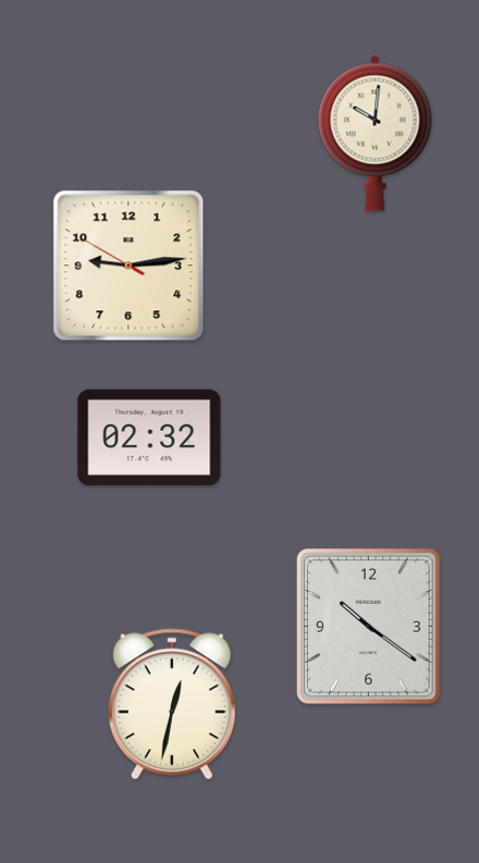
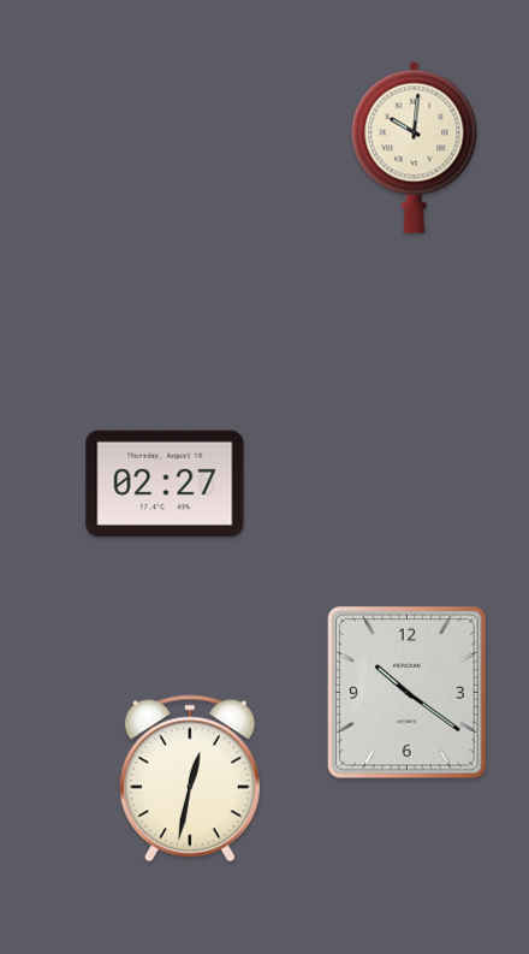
clock at (128, 266): 9:13 -> none
clock at (149, 436): 02:32 -> 02:27
